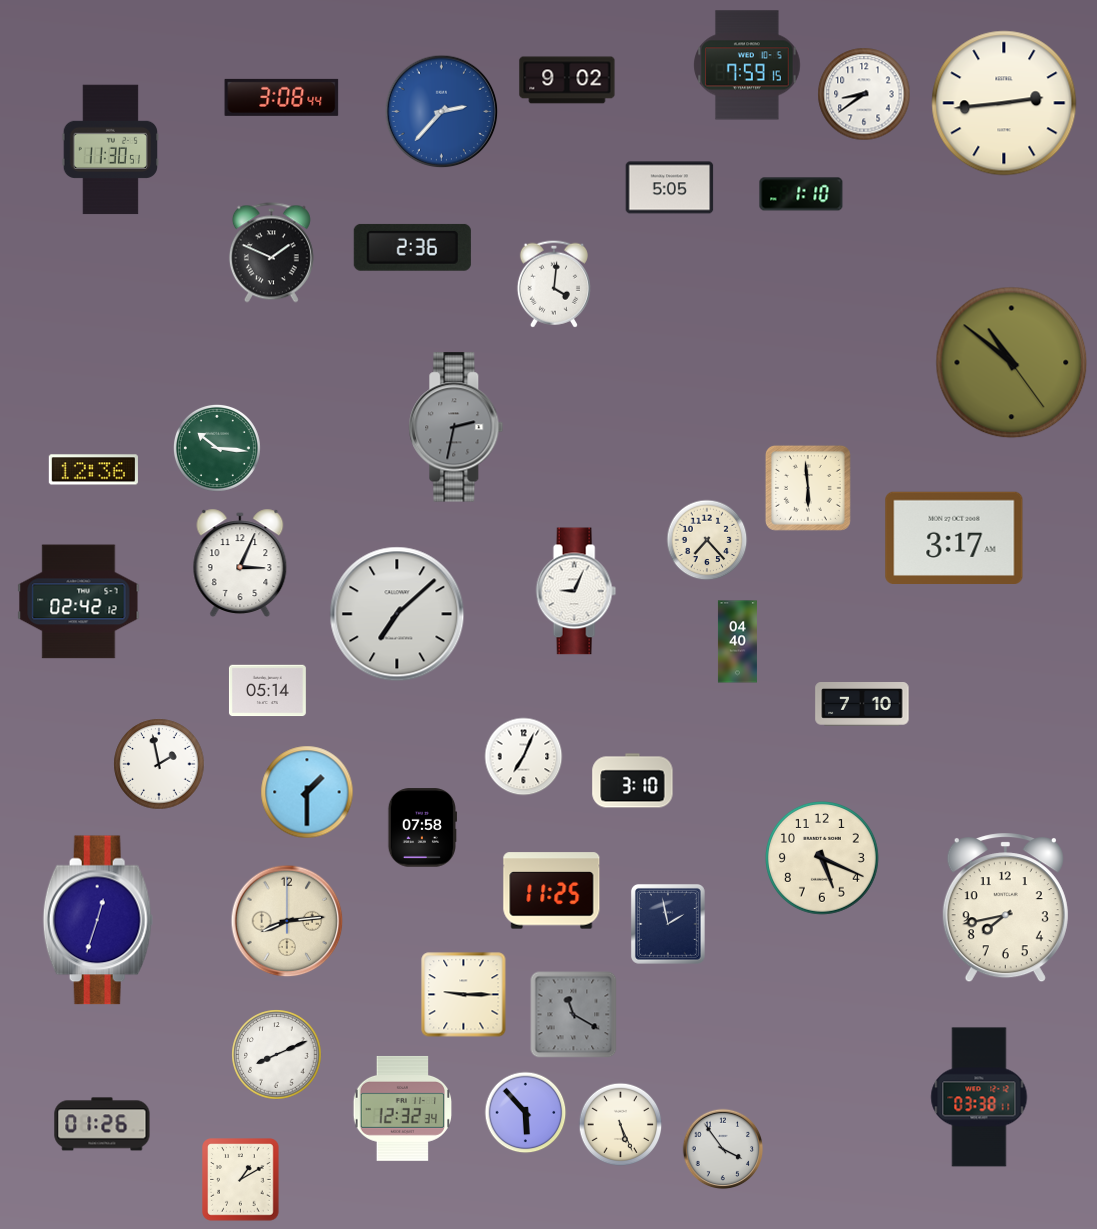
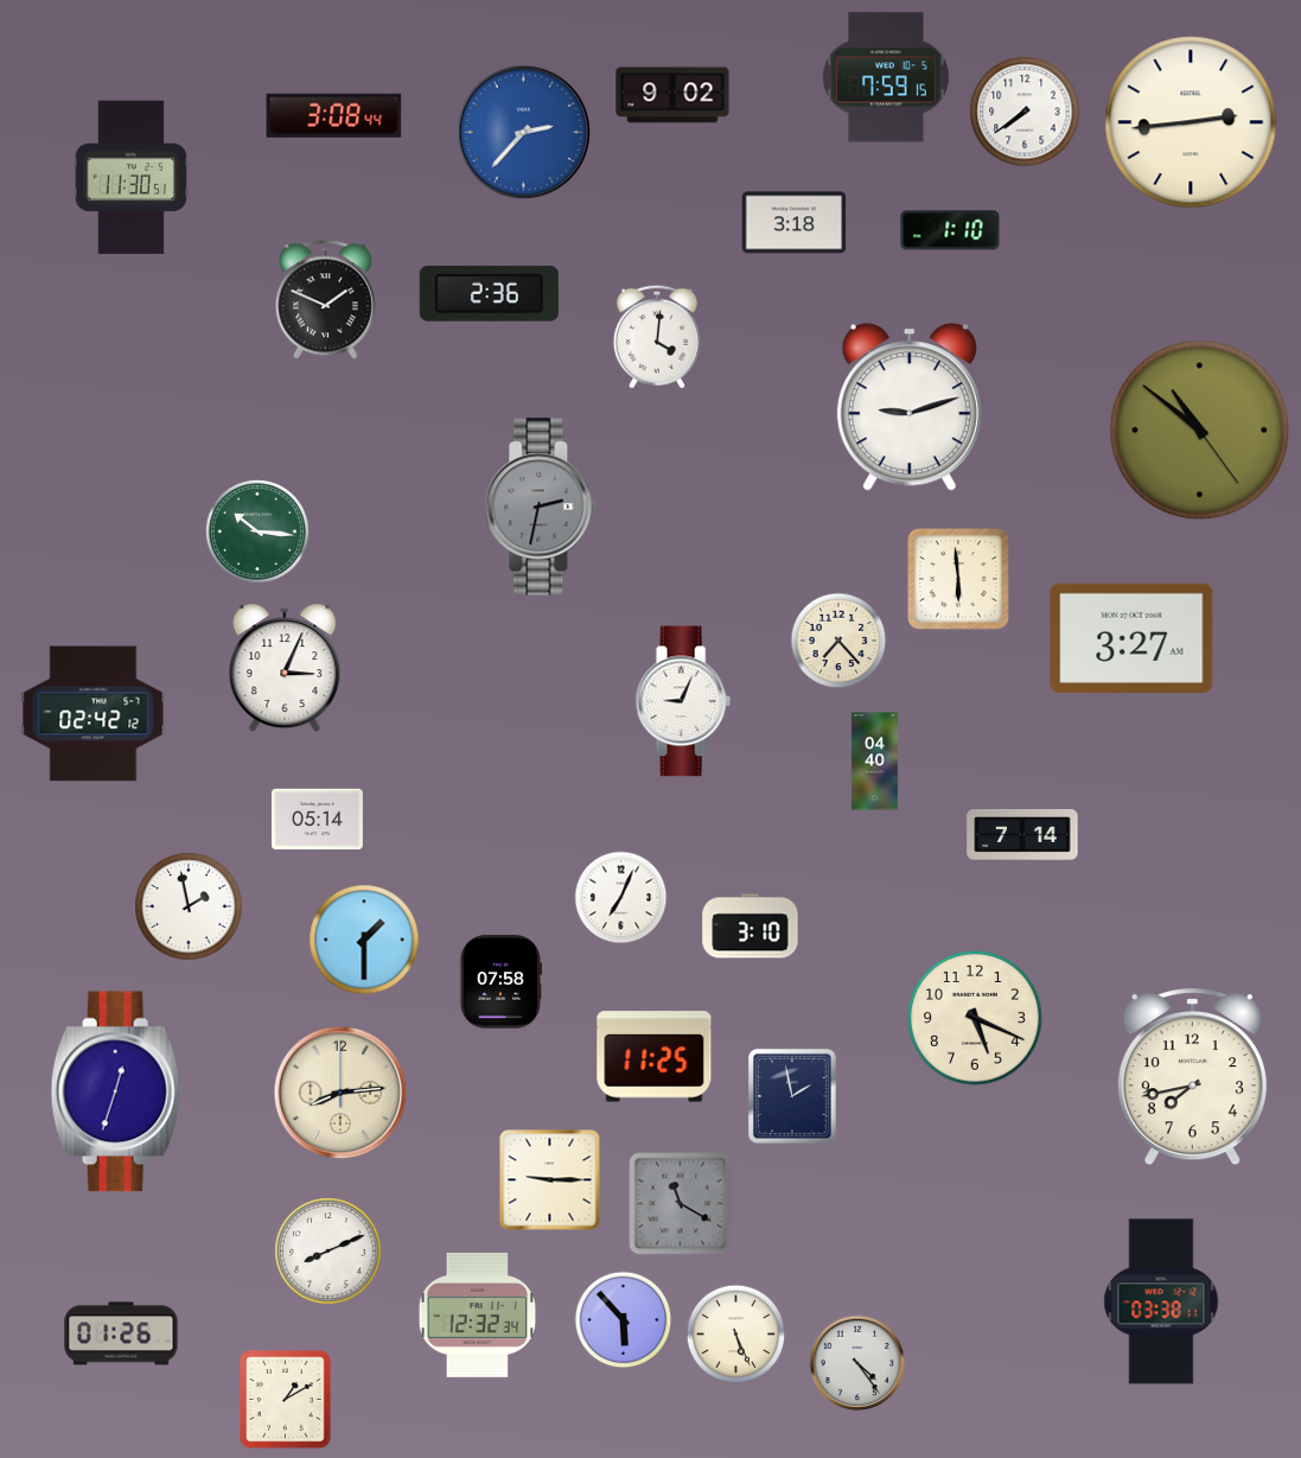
clock at (864, 94): 8:39 -> 7:39
clock at (670, 188): 5:05 -> 3:18
clock at (271, 253) position: (271, 253) -> (325, 300)
clock at (910, 407): none -> 9:12
clock at (93, 470): 12:36 -> none
clock at (954, 537): 3:17 -> 3:27
clock at (397, 614): 7:08 -> none
clock at (862, 704): 7:10 -> 7:14
clock at (723, 1149): 3:54 -> 4:24
